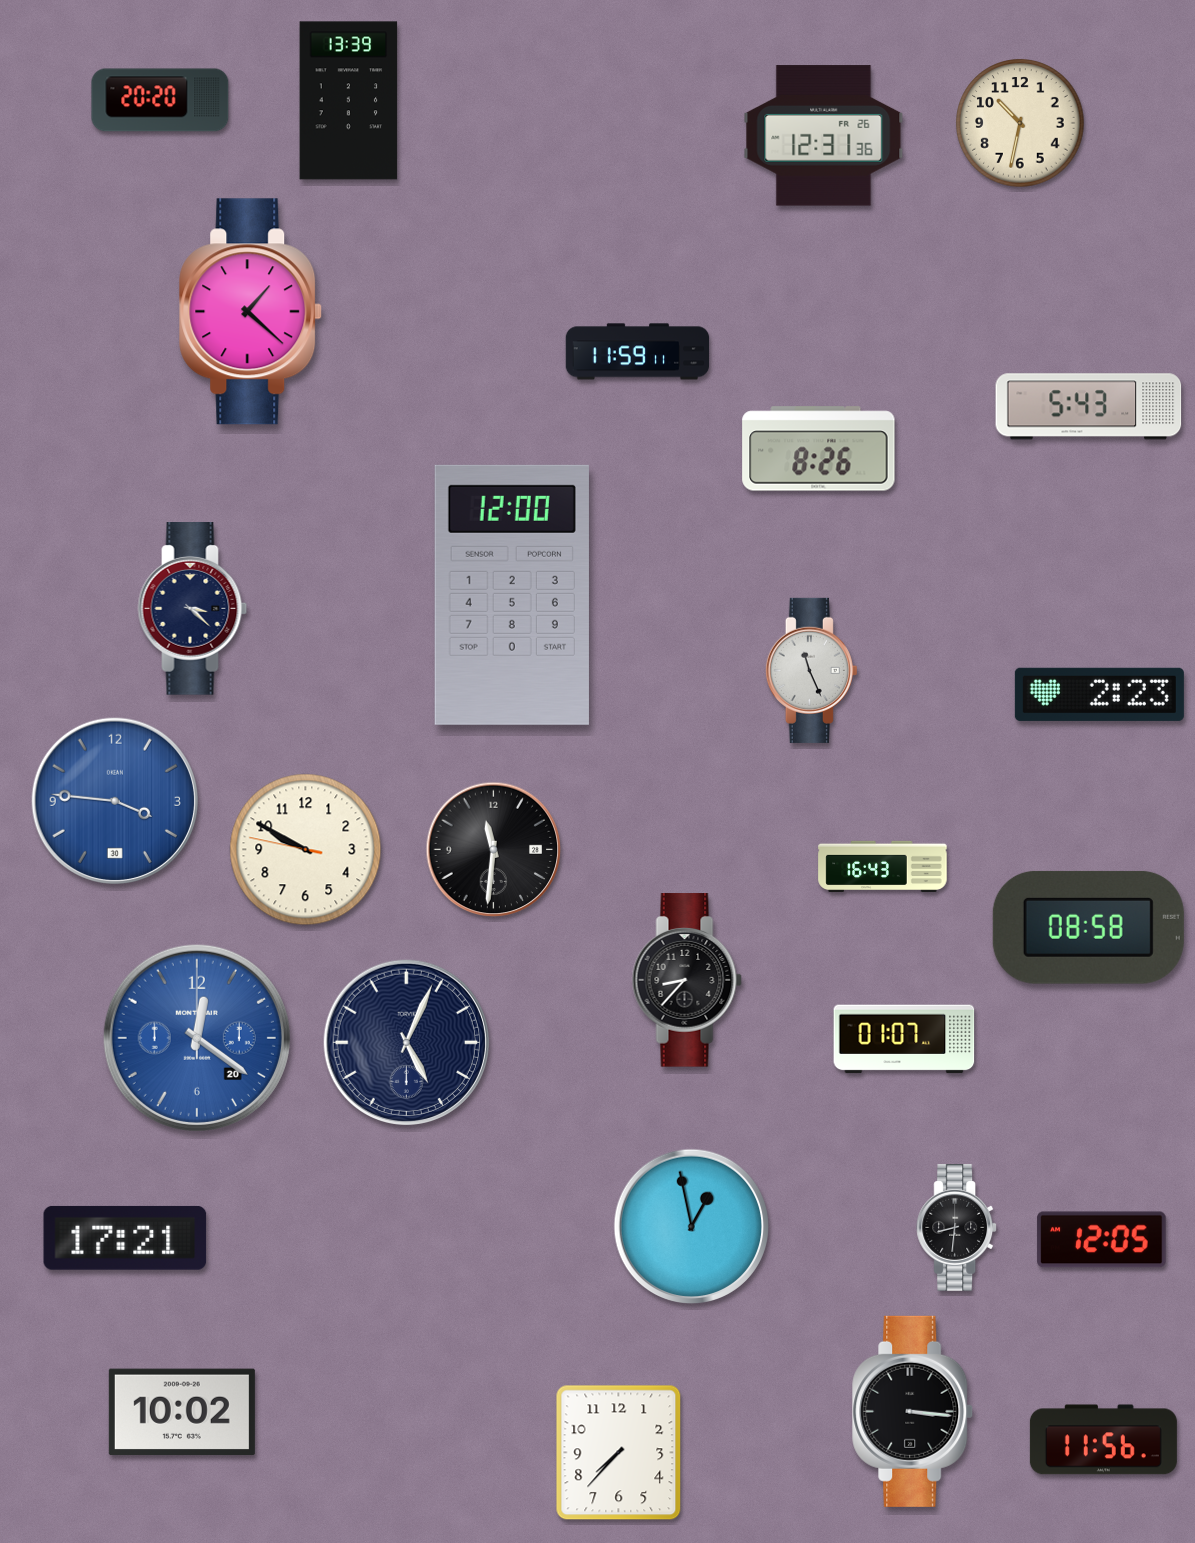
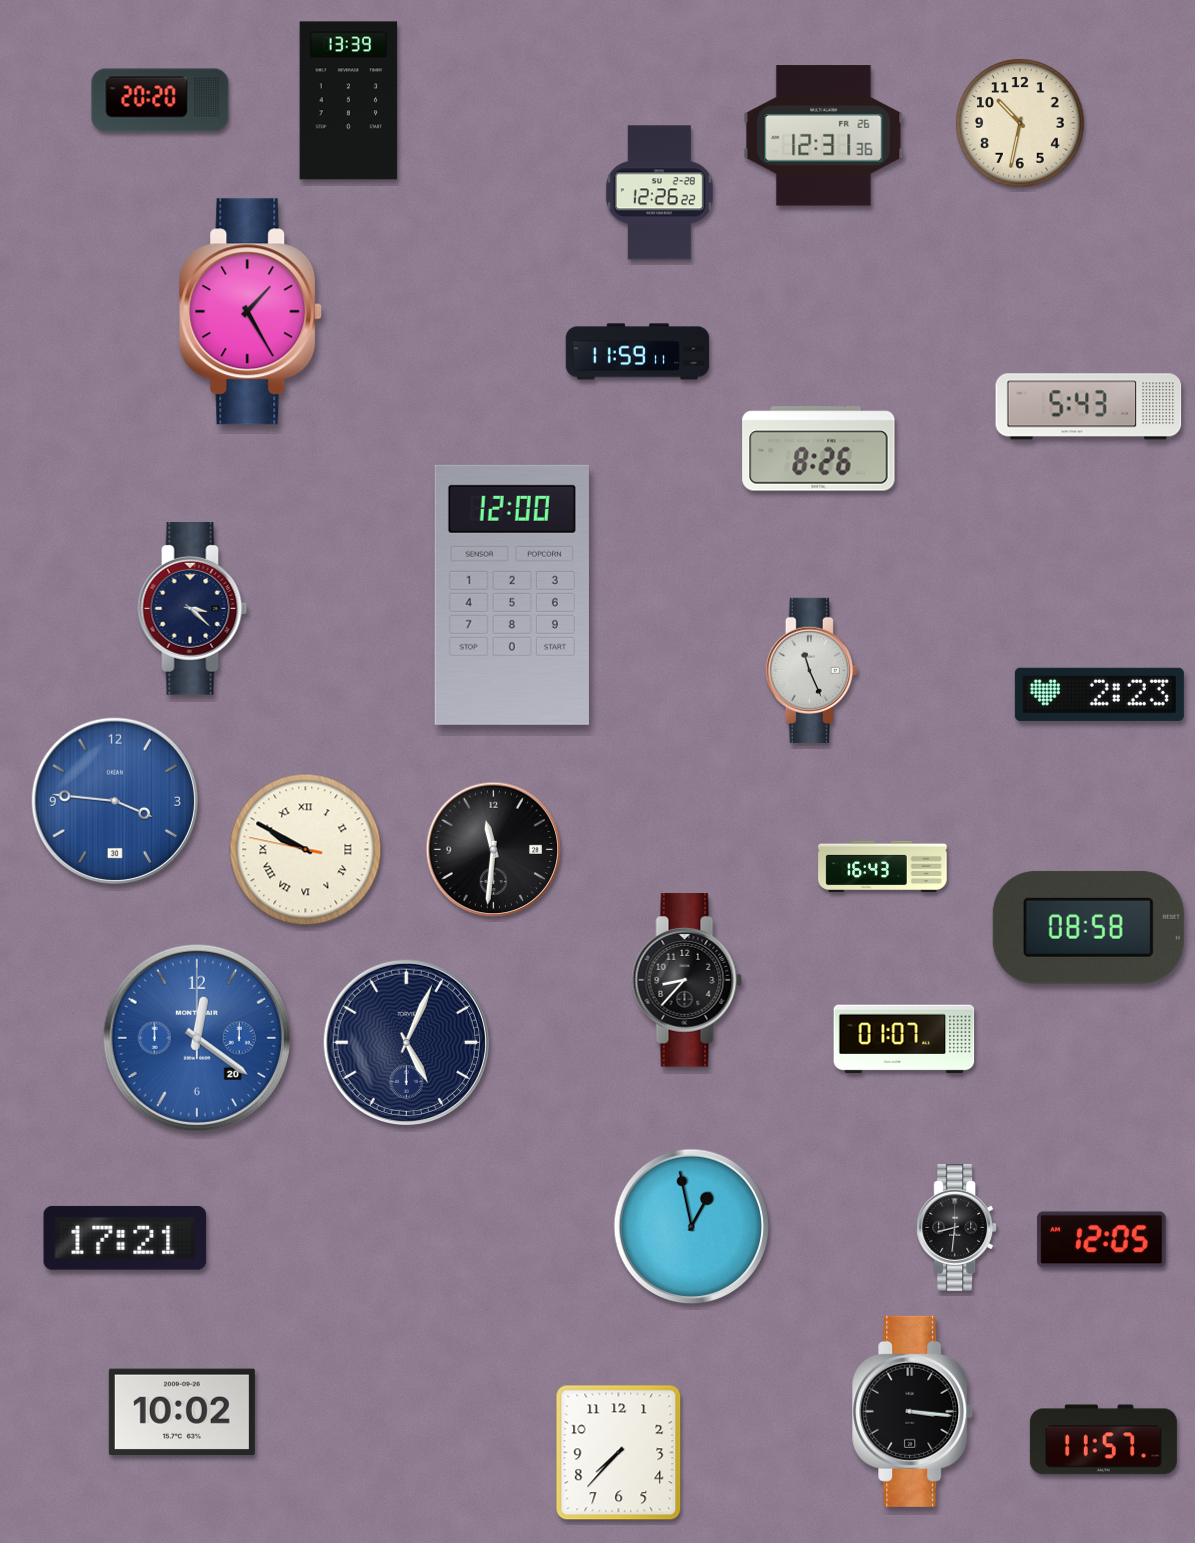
clock at (659, 193): none -> 12:26
clock at (251, 312): 1:22 -> 1:25
clock at (306, 850) numerals: Arabic -> Roman
clock at (1103, 1440): 11:56 -> 11:57
